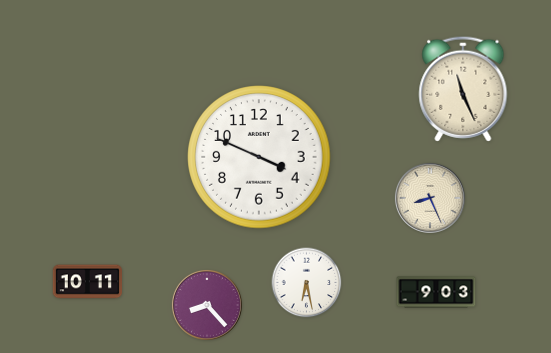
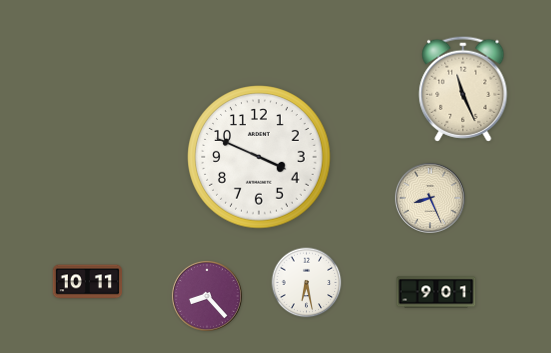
clock at (436, 292): 9:03 -> 9:01
clock at (207, 305) position: (207, 305) -> (207, 296)
